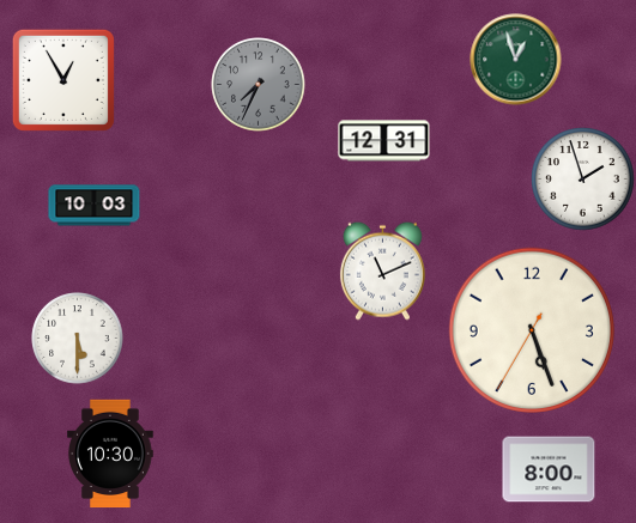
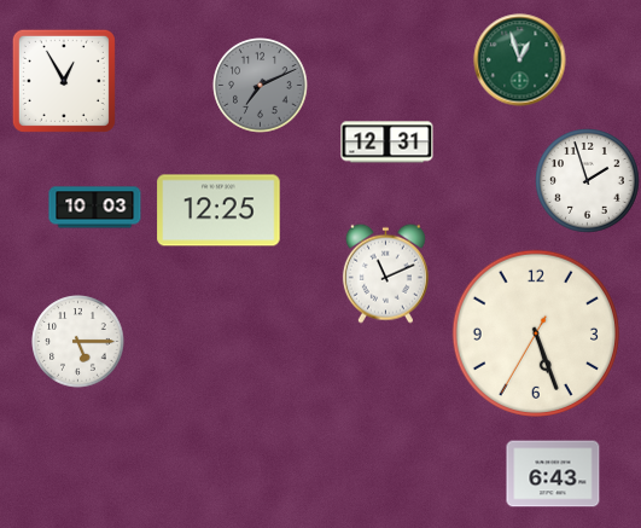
clock at (259, 85): 7:34 -> 7:11
clock at (218, 210): none -> 12:25
clock at (78, 339): 5:30 -> 5:15
clock at (110, 454): 10:30 -> none
clock at (549, 469): 8:00 -> 6:43
